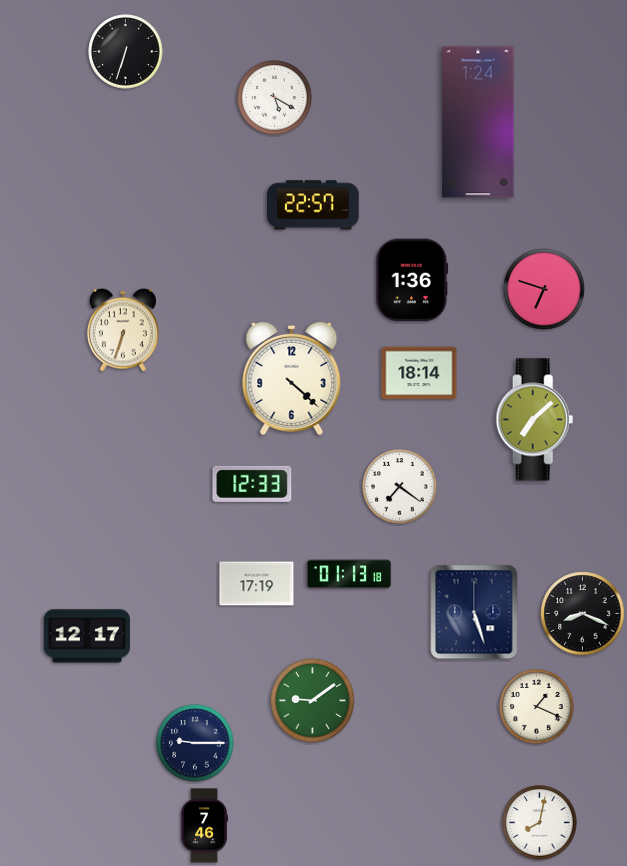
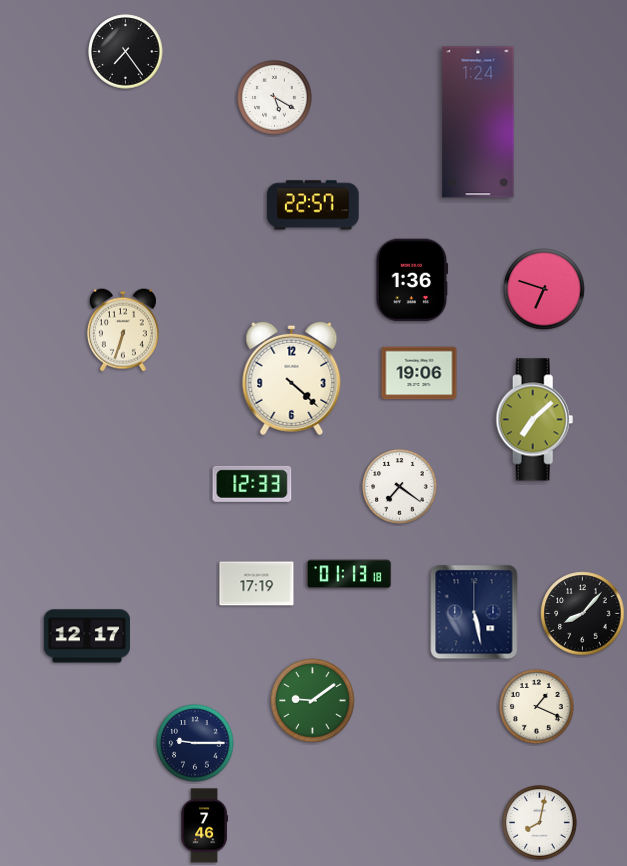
clock at (126, 52): 6:33 -> 7:24
clock at (419, 373): 18:14 -> 19:06
clock at (474, 612): 5:27 -> 5:28
clock at (583, 614): 8:19 -> 8:07
